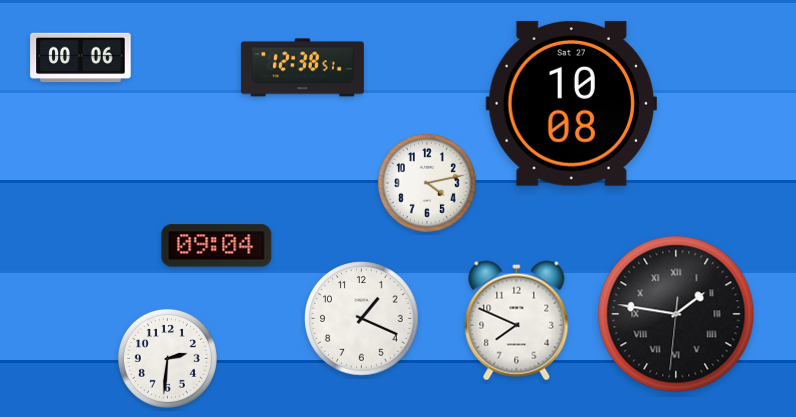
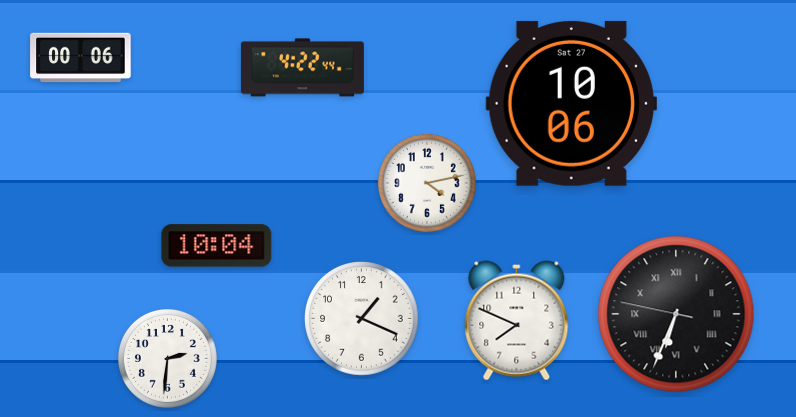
clock at (302, 68): 12:38 -> 4:22
clock at (571, 103): 10:08 -> 10:06
clock at (217, 246): 09:04 -> 10:04
clock at (676, 314): 1:46 -> 6:33
